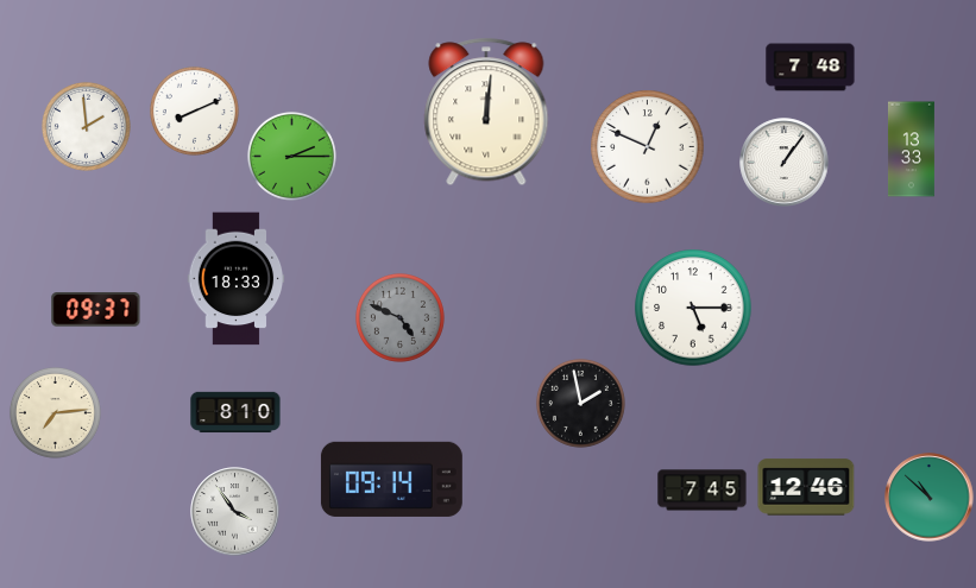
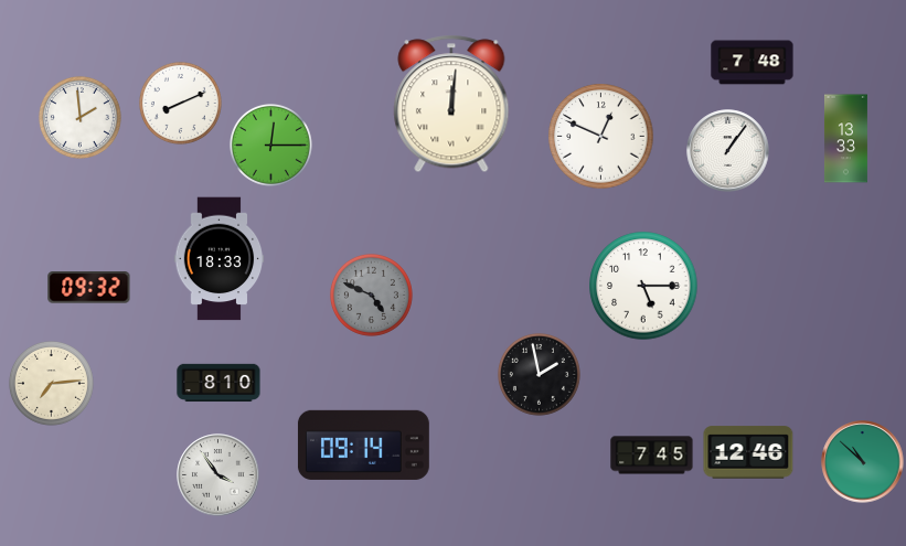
clock at (291, 156): 2:15 -> 12:15
clock at (96, 310): 09:37 -> 09:32
